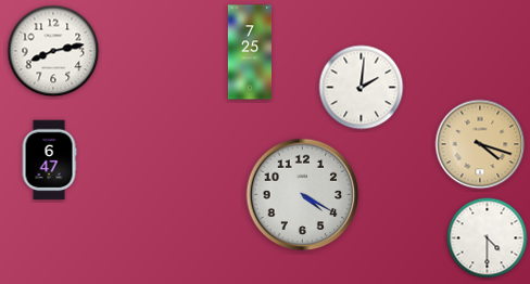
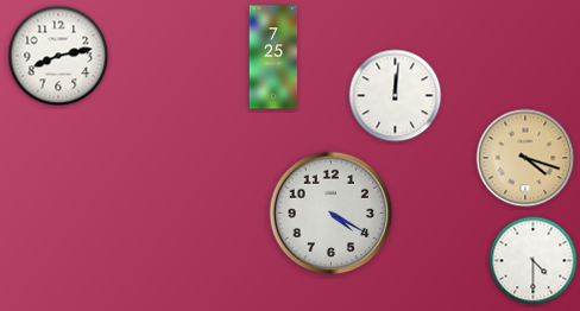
clock at (362, 88): 2:01 -> 12:01
clock at (49, 160): 6:47 -> none
